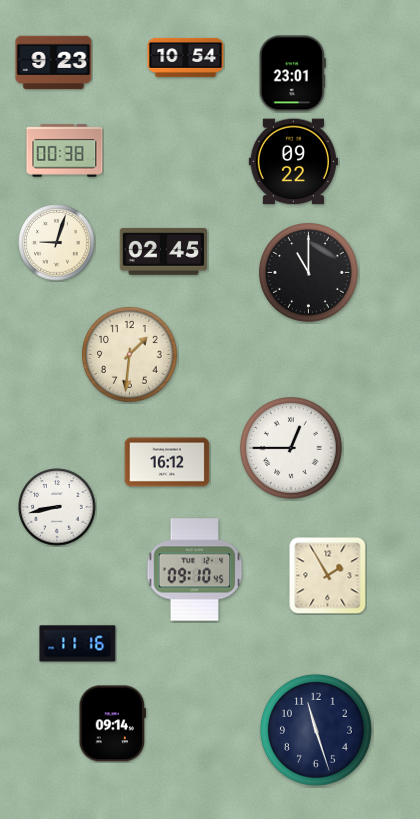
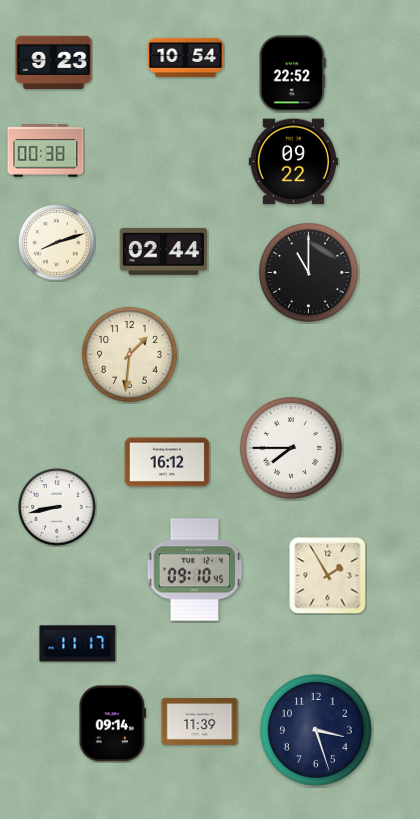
clock at (292, 74): 23:01 -> 22:52
clock at (65, 151) position: (65, 151) -> (46, 151)
clock at (57, 243): 9:03 -> 8:12
clock at (164, 251): 02:45 -> 02:44
clock at (292, 449): 12:45 -> 7:45
clock at (78, 644): 11:16 -> 11:17
clock at (200, 721): none -> 11:39
clock at (316, 730): 11:27 -> 3:27
